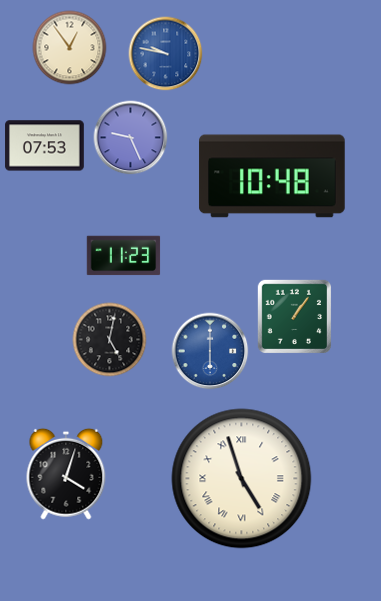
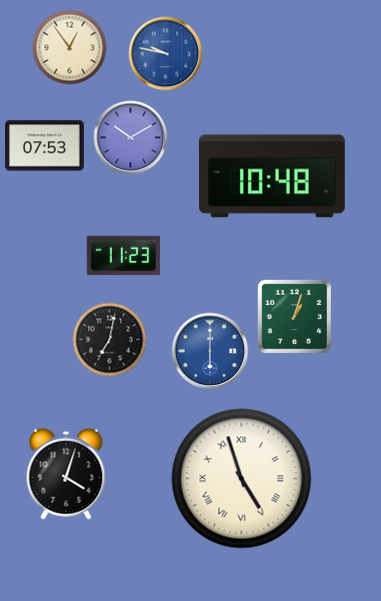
clock at (131, 138): 9:26 -> 10:10
clock at (294, 316): 1:06 -> 1:03
clock at (110, 340): 5:02 -> 7:02
